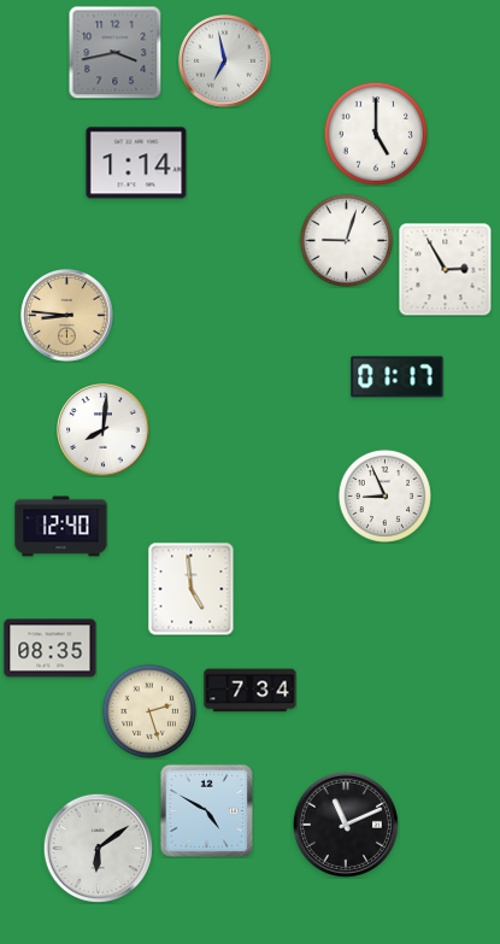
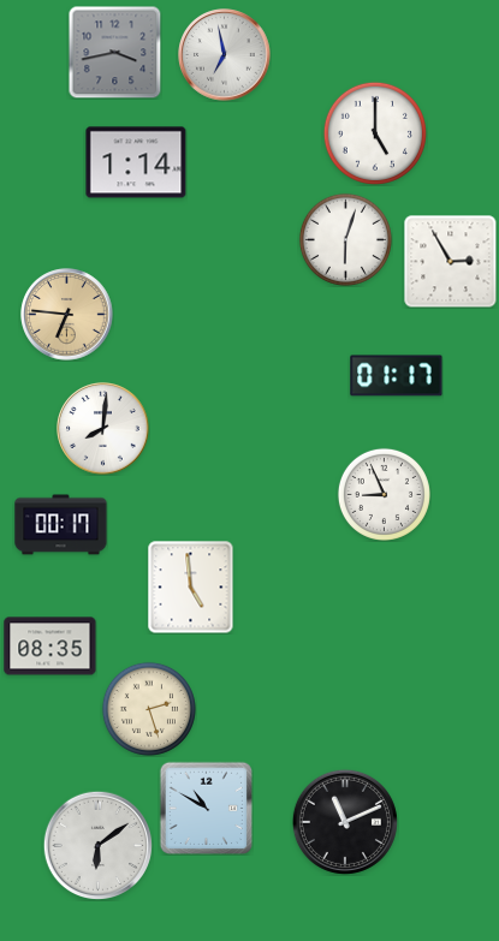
clock at (225, 61) position: (225, 61) -> (225, 55)
clock at (346, 240): 9:03 -> 6:03
clock at (445, 269) position: (445, 269) -> (450, 261)
clock at (67, 316): 8:46 -> 6:46
clock at (61, 527): 12:40 -> 00:17
clock at (251, 691): 7:34 -> none
clock at (206, 810): 4:50 -> 10:50
